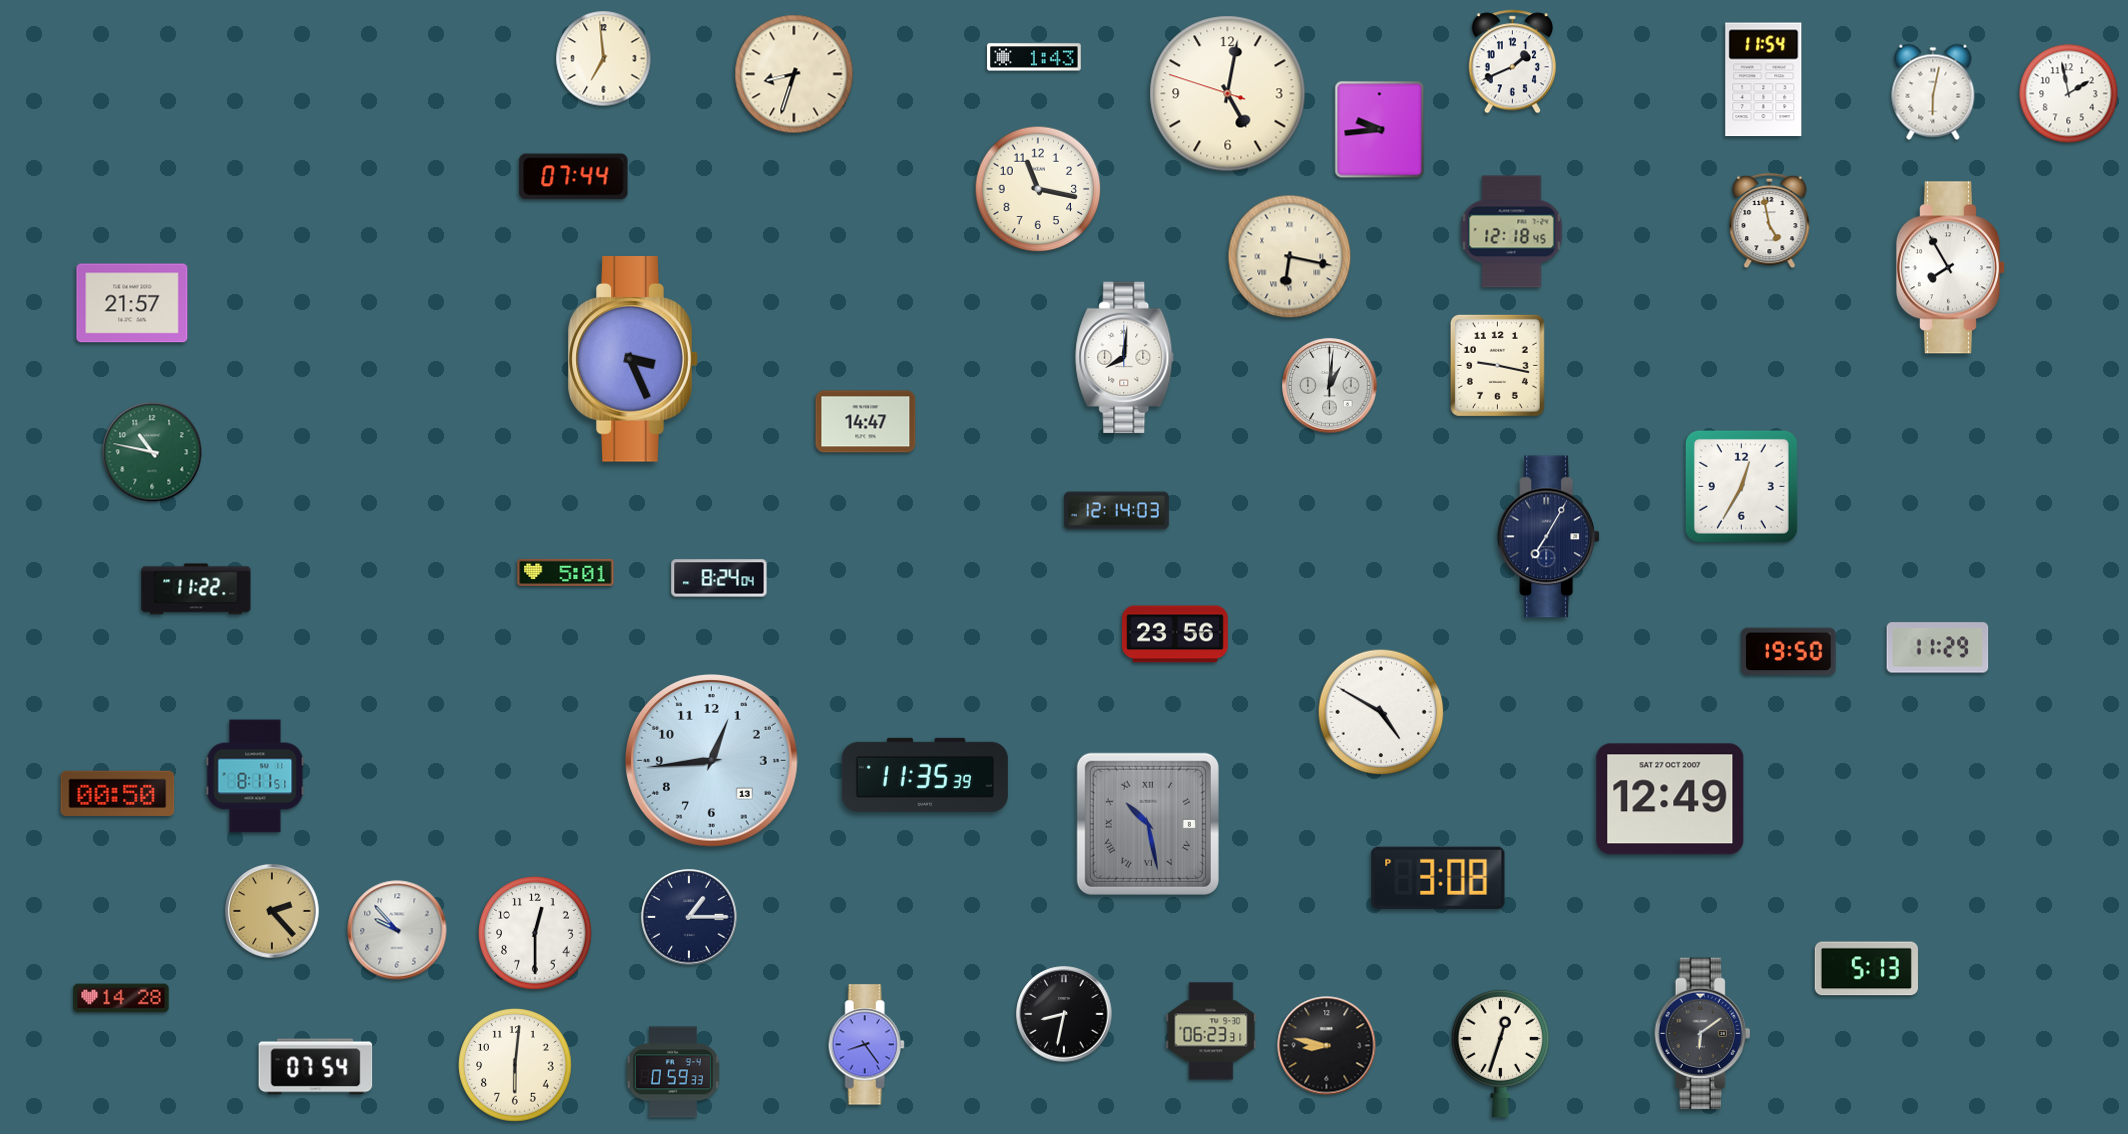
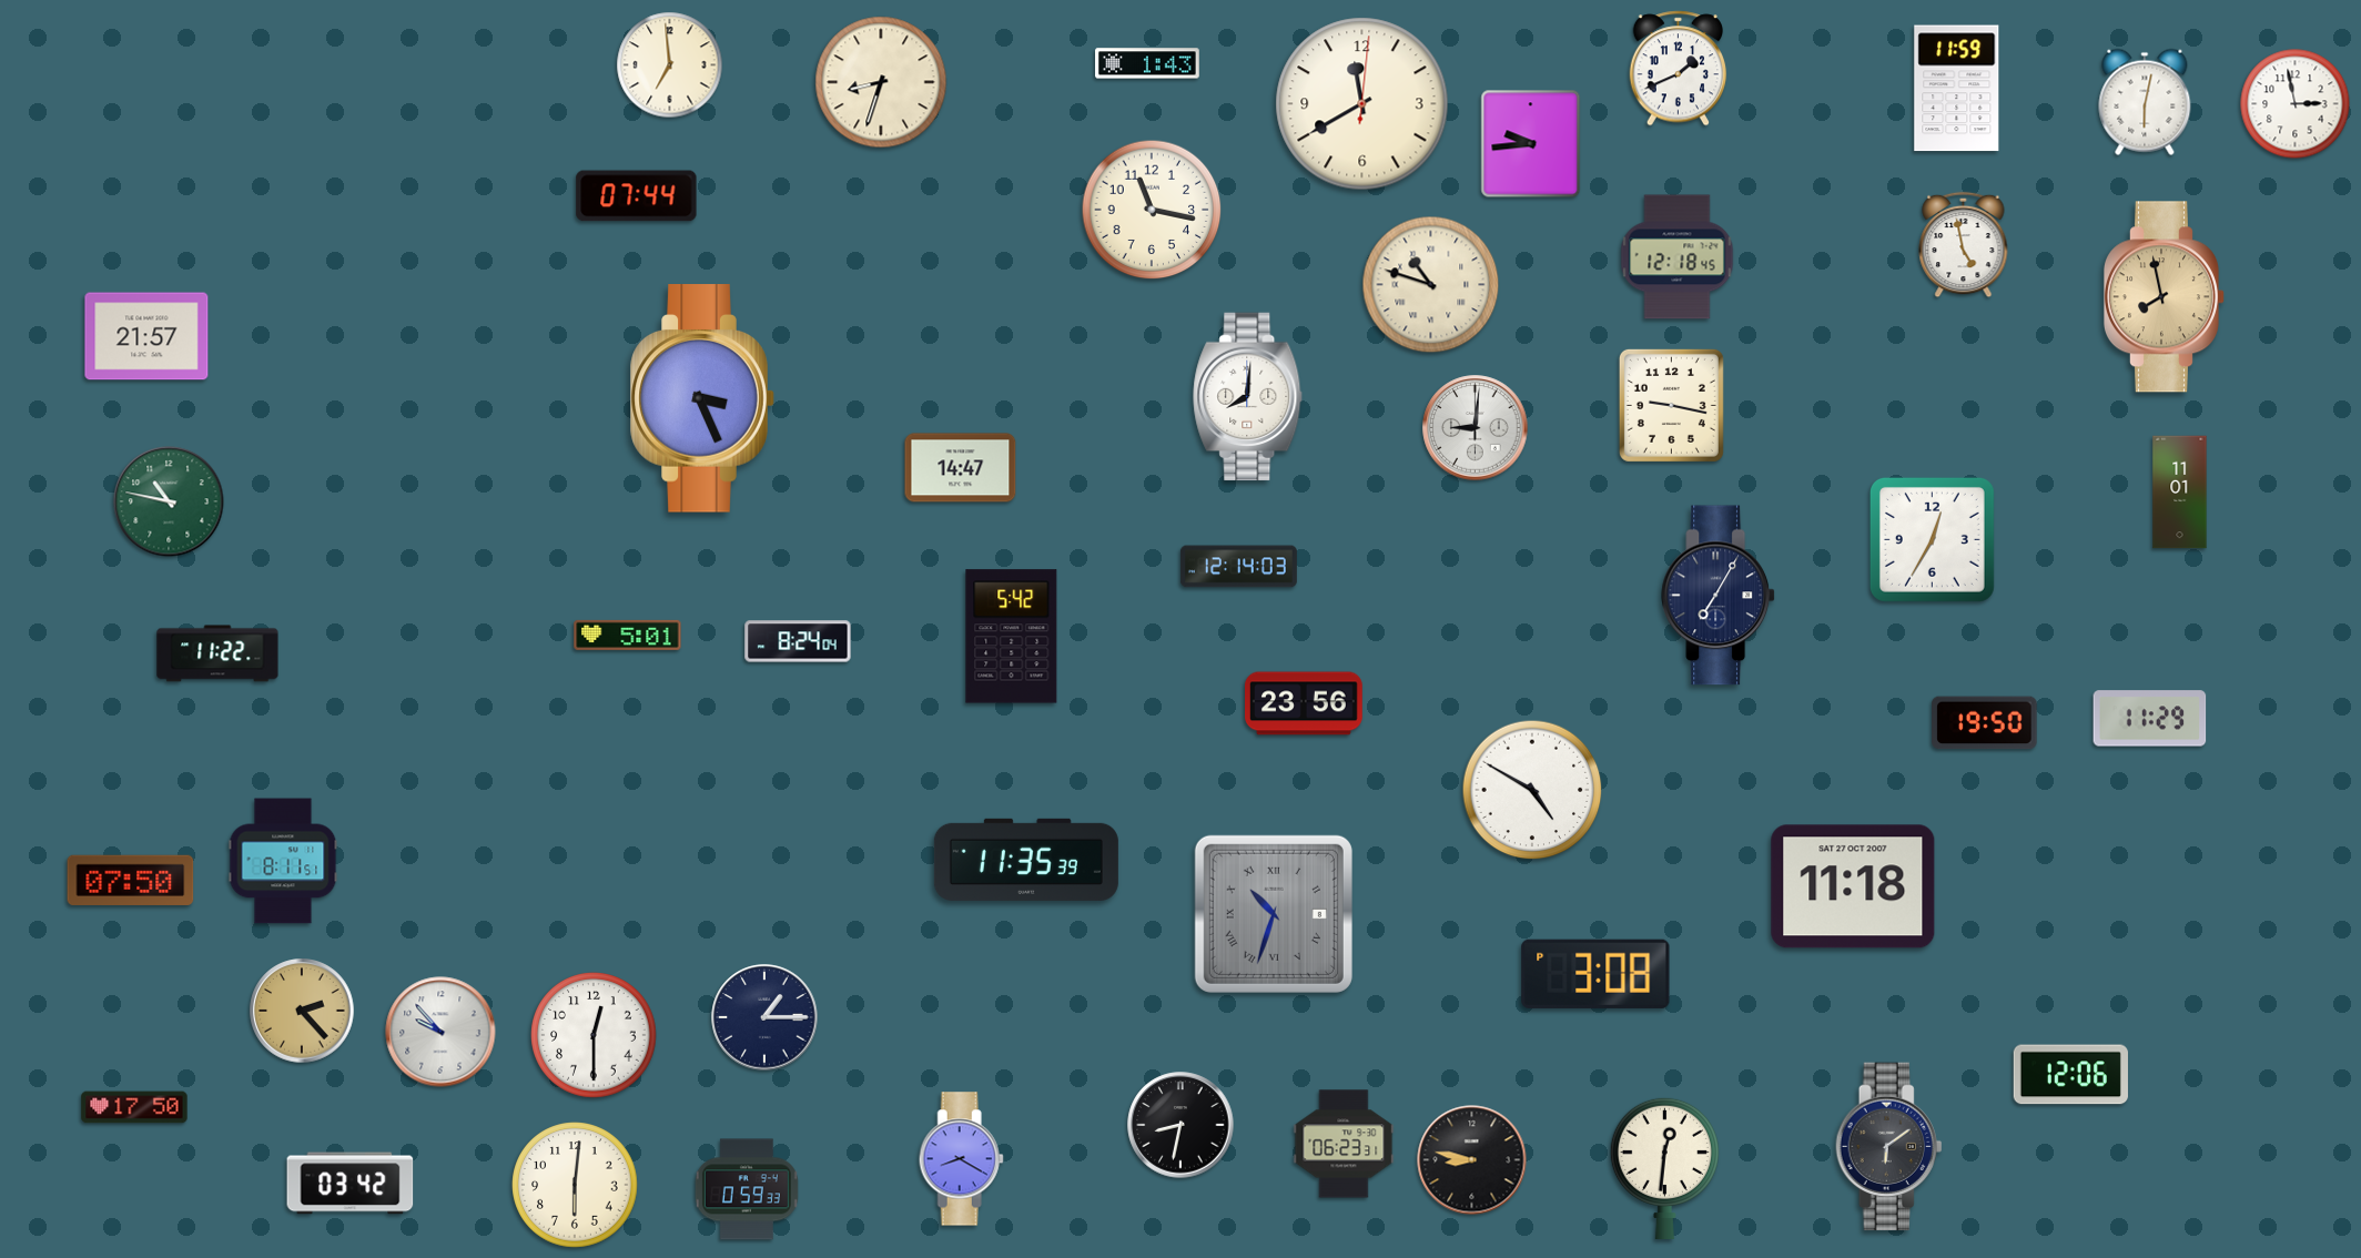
clock at (1764, 80): 11:54 -> 11:59
clock at (1228, 94): 5:01 -> 11:40
clock at (2069, 94): 1:58 -> 2:58
clock at (1290, 257): 6:17 -> 10:48
clock at (1950, 268): 7:55 -> 7:58
clock at (1950, 268) dial: white -> champagne
clock at (1497, 365) position: (1497, 365) -> (1671, 405)
clock at (1330, 386): 1:01 -> 9:01
clock at (2180, 493): none -> 11:01
clock at (1012, 637): none -> 5:42
clock at (712, 761): 12:44 -> none
clock at (118, 793): 00:50 -> 07:50
clock at (1670, 799): 12:49 -> 11:18
clock at (1148, 824): 10:28 -> 10:33
clock at (1866, 969): 5:13 -> 12:06
clock at (121, 998): 14:28 -> 17:50
clock at (866, 1045): 8:24 -> 8:20
clock at (1500, 1052): 12:33 -> 12:31
clock at (515, 1065) position: (515, 1065) -> (575, 1185)
clock at (316, 1067): 07:54 -> 03:42
